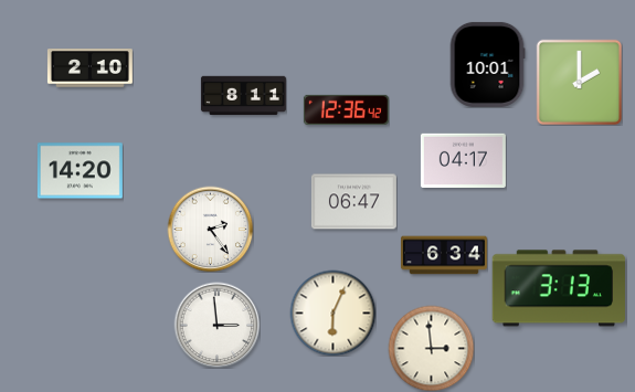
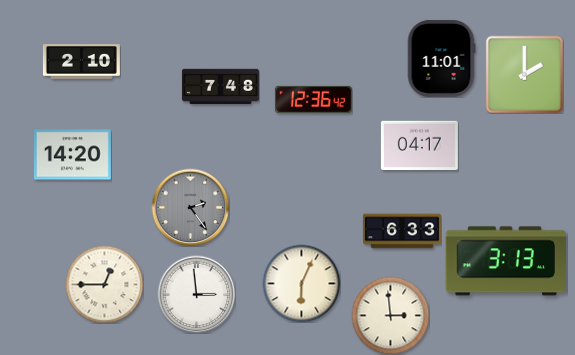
clock at (487, 64): 10:01 -> 11:01
clock at (243, 96): 8:11 -> 7:48
clock at (353, 202): 06:47 -> none
clock at (210, 229) dial: white -> grey
clock at (444, 255): 6:34 -> 6:33
clock at (104, 284): none -> 12:45
